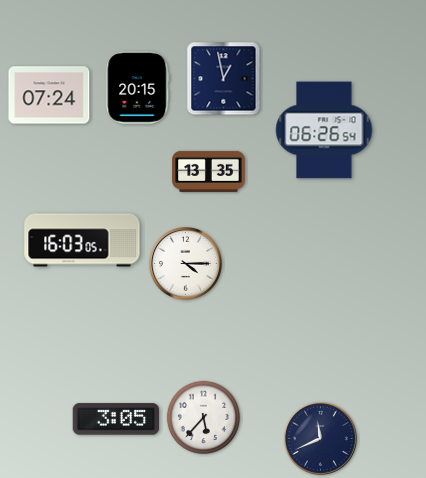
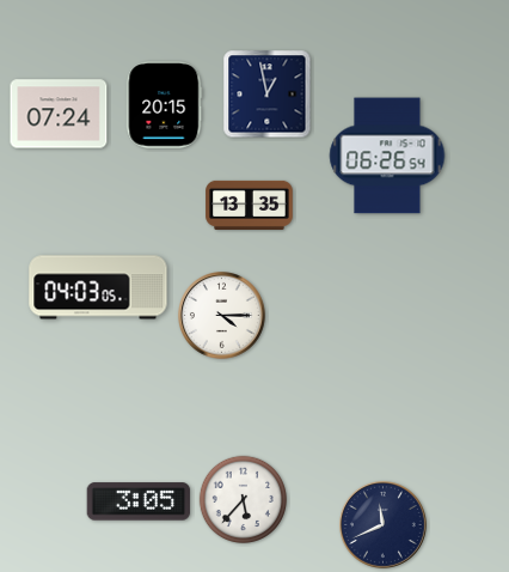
clock at (82, 240): 16:03 -> 04:03
